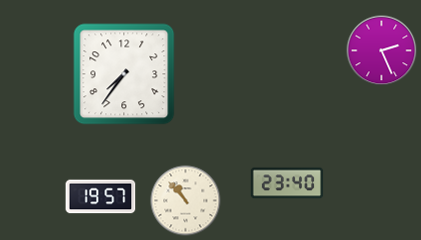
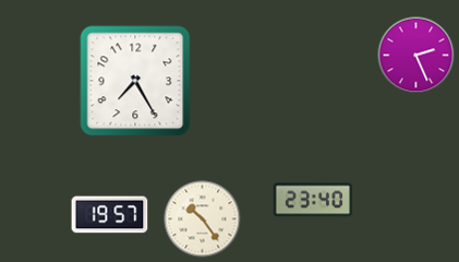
clock at (124, 74): 7:36 -> 7:25
clock at (186, 201): 10:53 -> 10:24
